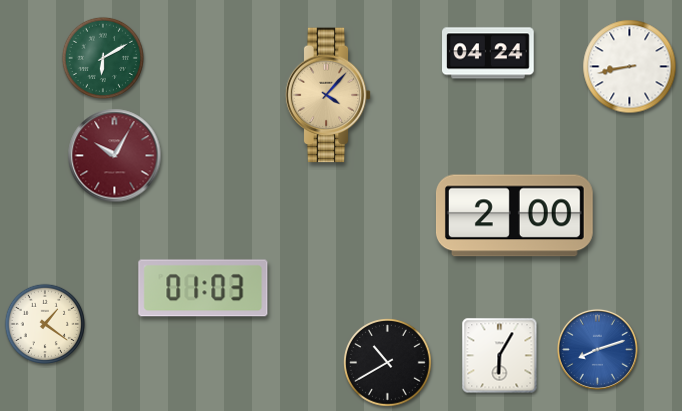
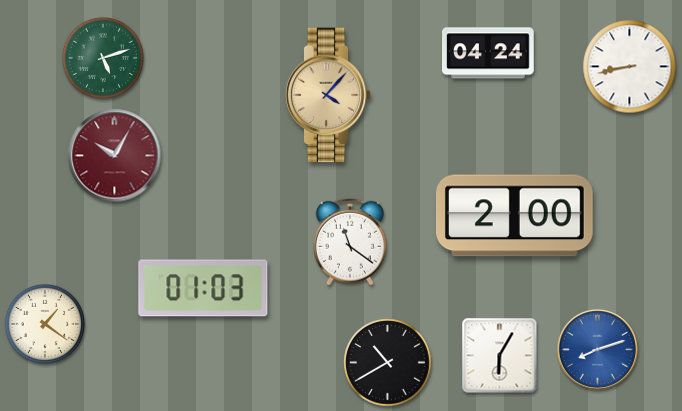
clock at (103, 58): 6:10 -> 5:12
clock at (350, 242): none -> 11:21
